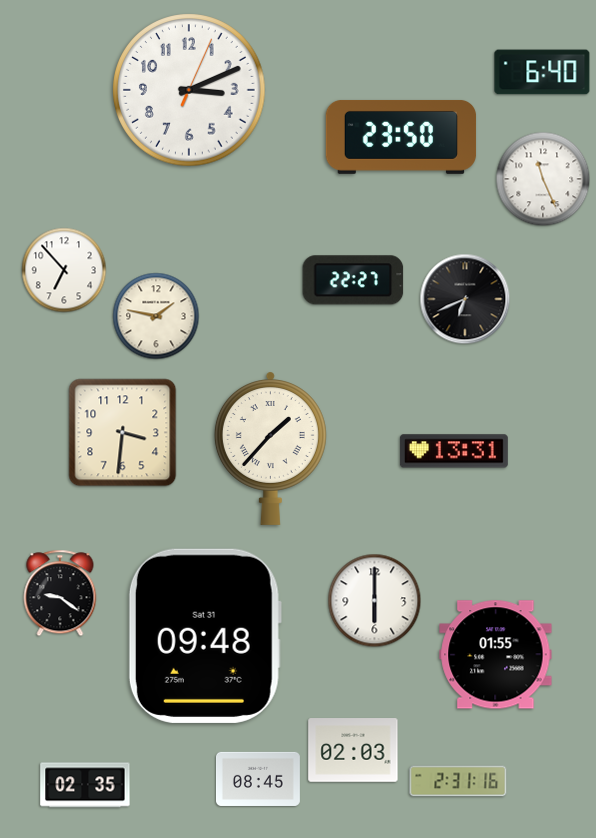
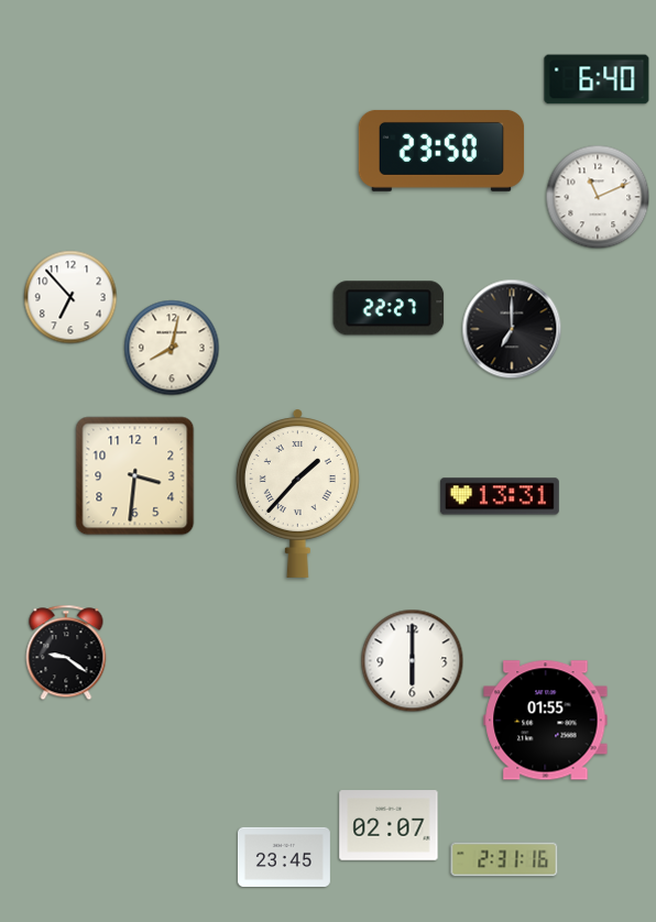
clock at (189, 90): 3:11 -> none
clock at (543, 179): 11:26 -> 11:11
clock at (465, 299): 6:41 -> 7:00
clock at (156, 316): 1:47 -> 8:02
clock at (205, 636): 09:48 -> none
clock at (353, 750): 02:03 -> 02:07
clock at (258, 779): 08:45 -> 23:45
clock at (85, 785): 02:35 -> none
